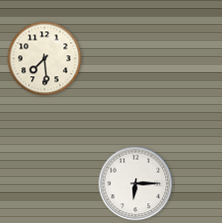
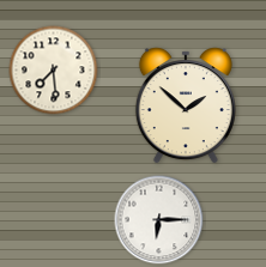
clock at (186, 105): none -> 1:52
clock at (136, 184) position: (136, 184) -> (159, 220)
